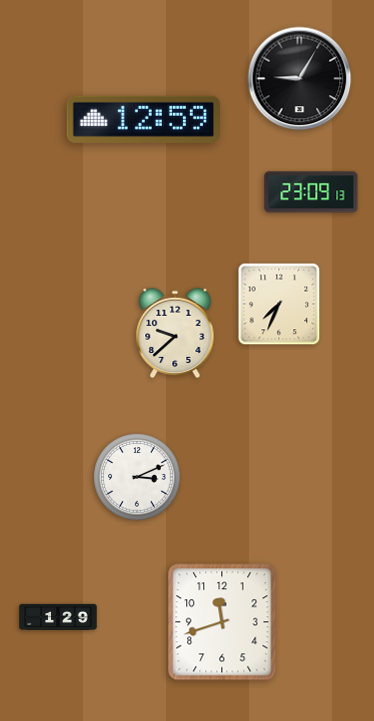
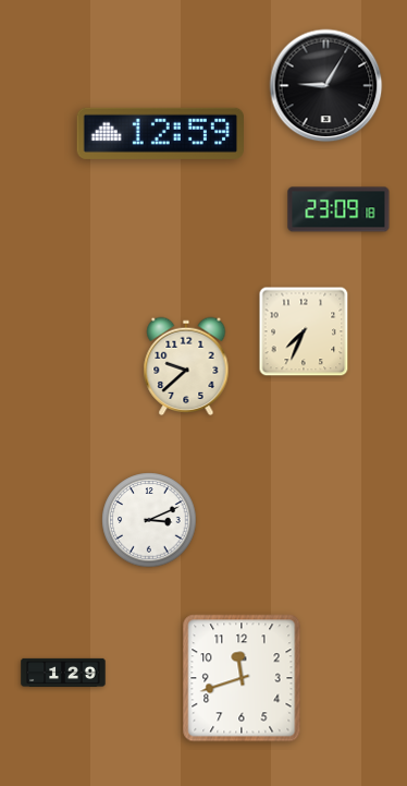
clock at (143, 119) position: (143, 119) -> (160, 133)
clock at (311, 192): 23:09:13 -> 23:09:18
clock at (175, 333) position: (175, 333) -> (186, 366)
